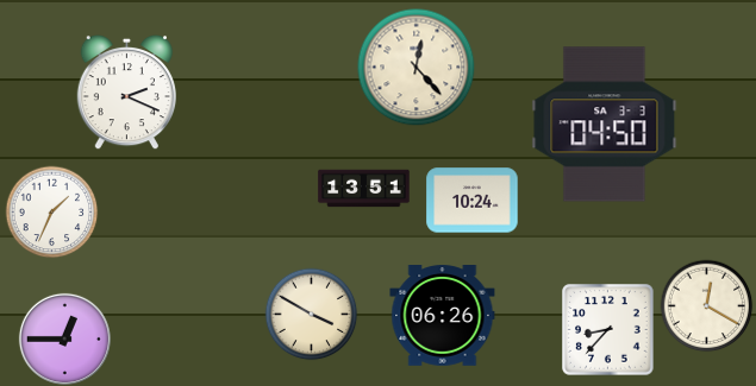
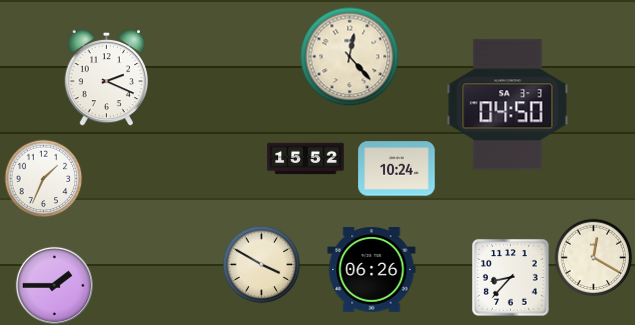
clock at (364, 189): 13:51 -> 15:52
clock at (443, 316) position: (443, 316) -> (372, 270)
clock at (64, 338): 12:45 -> 1:45
